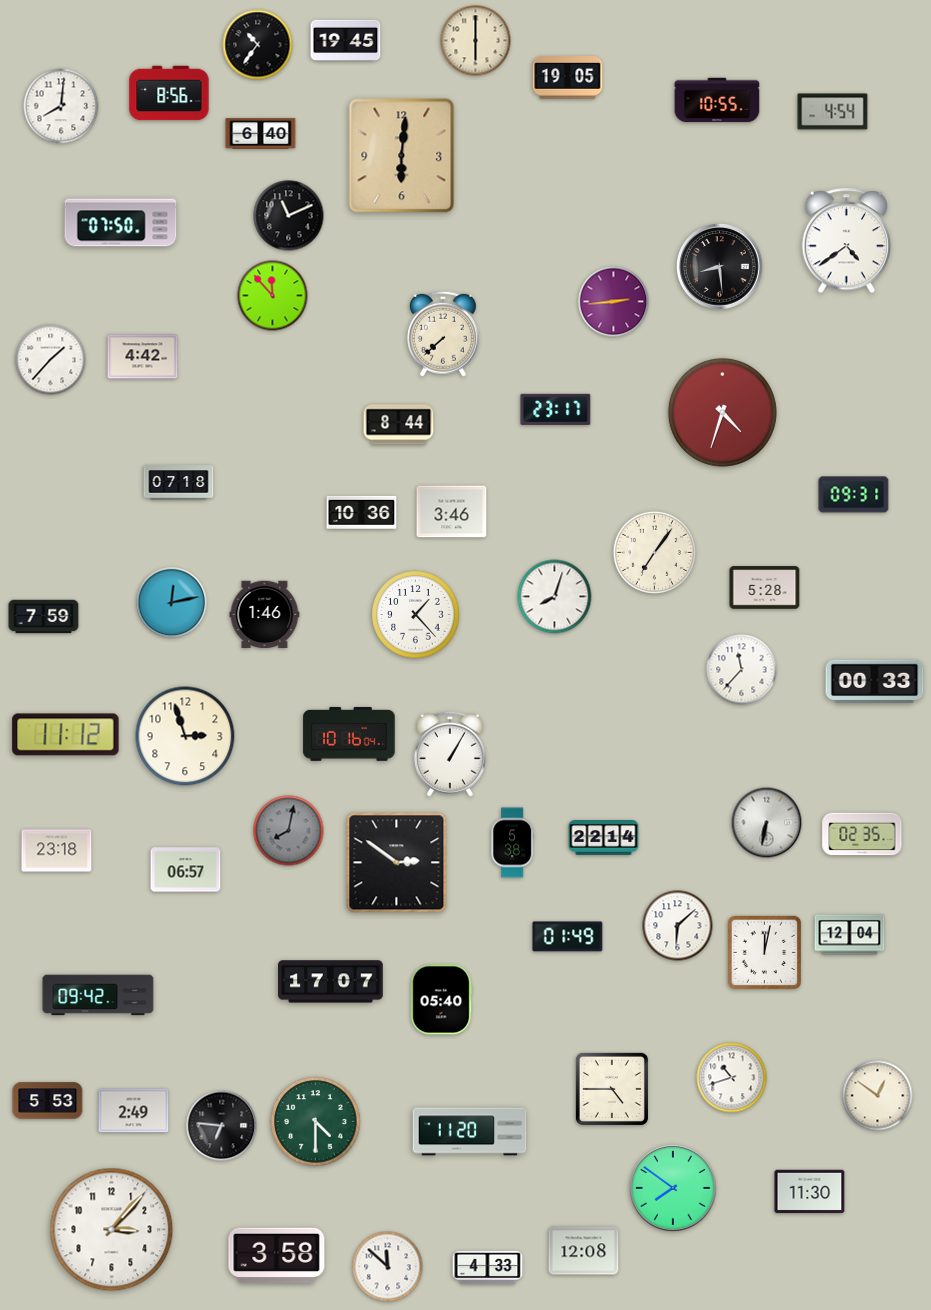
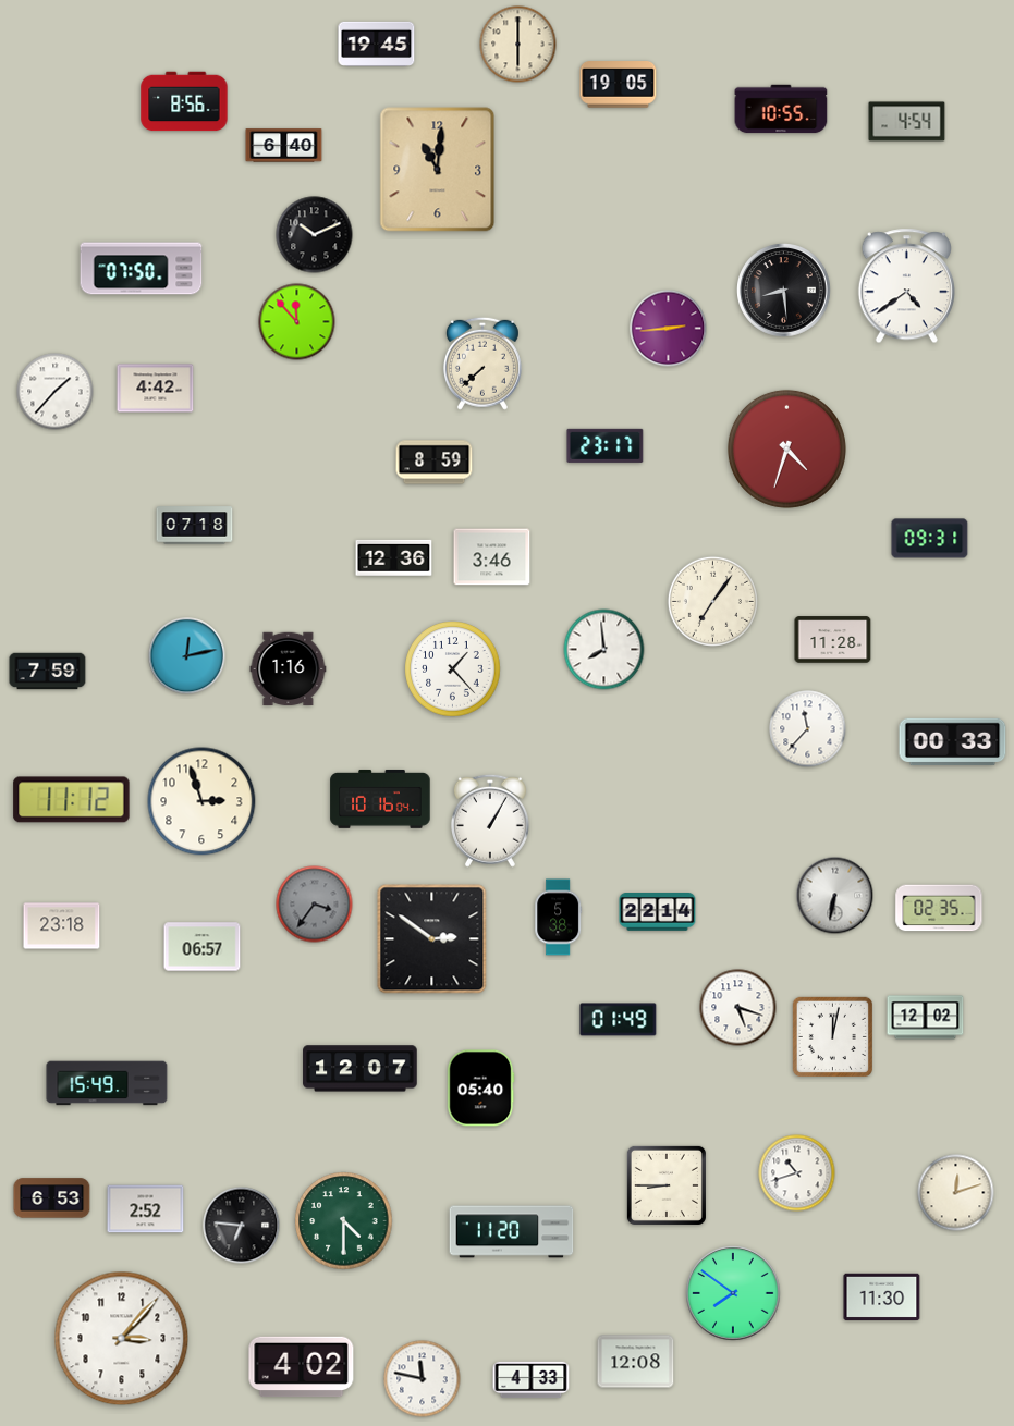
clock at (258, 45): 10:36 -> none
clock at (61, 106): 8:01 -> none
clock at (402, 156): 6:01 -> 11:01
clock at (289, 216): 11:11 -> 10:11
clock at (121, 223) position: (121, 223) -> (142, 269)
clock at (846, 241) position: (846, 241) -> (906, 286)
clock at (399, 425): 8:44 -> 8:59
clock at (362, 512): 10:36 -> 12:36
clock at (765, 588): 5:28 -> 11:28
clock at (555, 597): 8:03 -> 7:59
clock at (265, 615): 1:46 -> 1:16
clock at (289, 831): 8:02 -> 3:36
clock at (678, 926): 6:08 -> 5:18
clock at (850, 935): 12:04 -> 12:02
clock at (331, 982): 17:07 -> 12:07
clock at (98, 995): 09:42 -> 15:49
clock at (612, 1089): 4:45 -> 8:45
clock at (878, 1096): 12:51 -> 12:12
clock at (48, 1101): 5:53 -> 6:53
clock at (134, 1111): 2:49 -> 2:52
clock at (277, 1256): 3:58 -> 4:02
clock at (388, 1267): 11:52 -> 11:47
